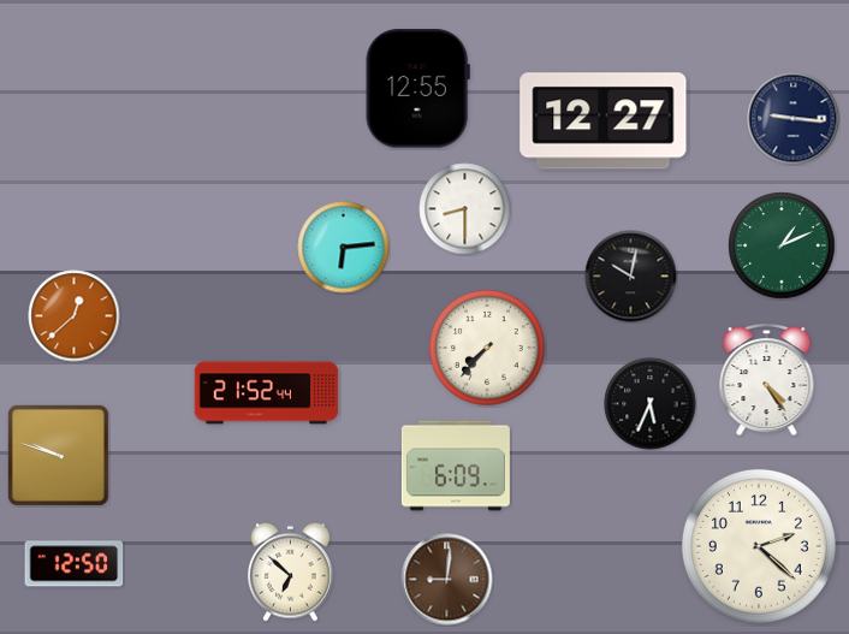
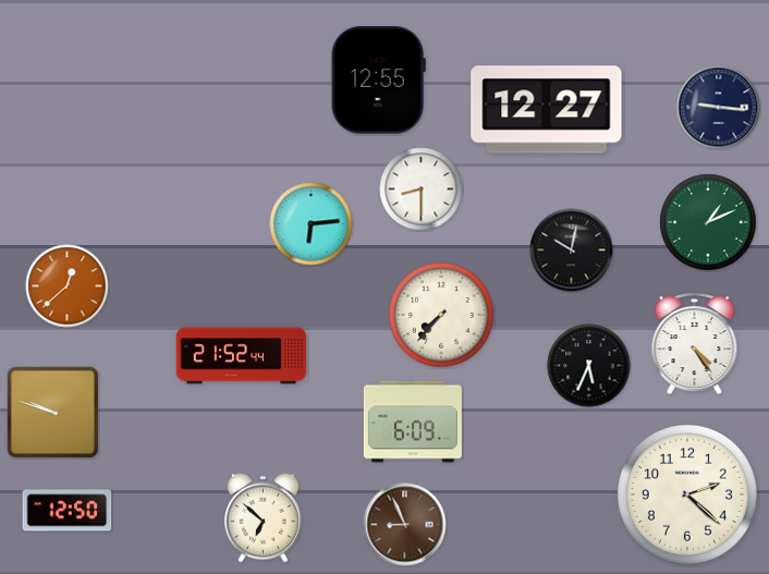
clock at (447, 580): 9:01 -> 8:56
